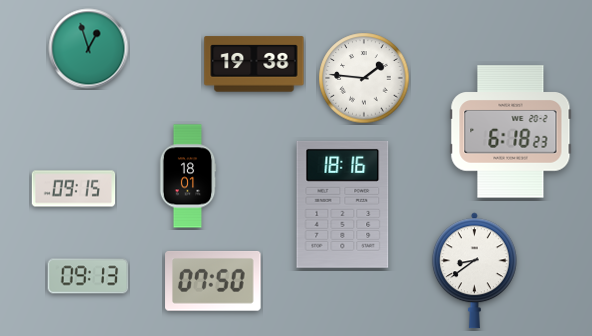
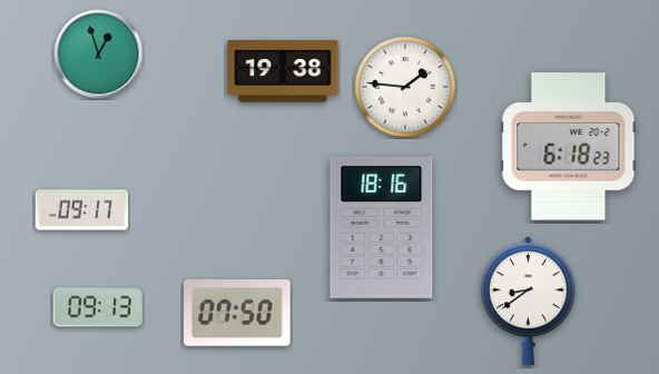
clock at (188, 176): 18:01 -> none
clock at (74, 189): 09:15 -> 09:17
